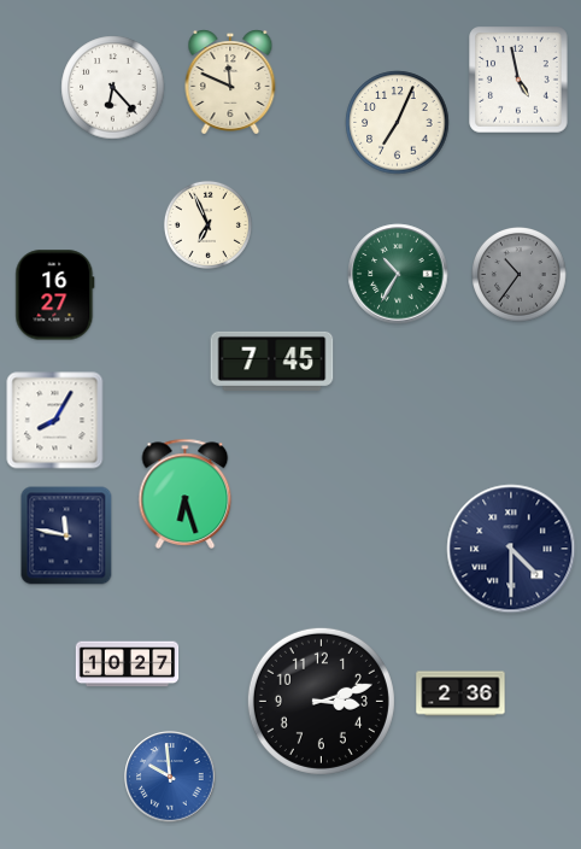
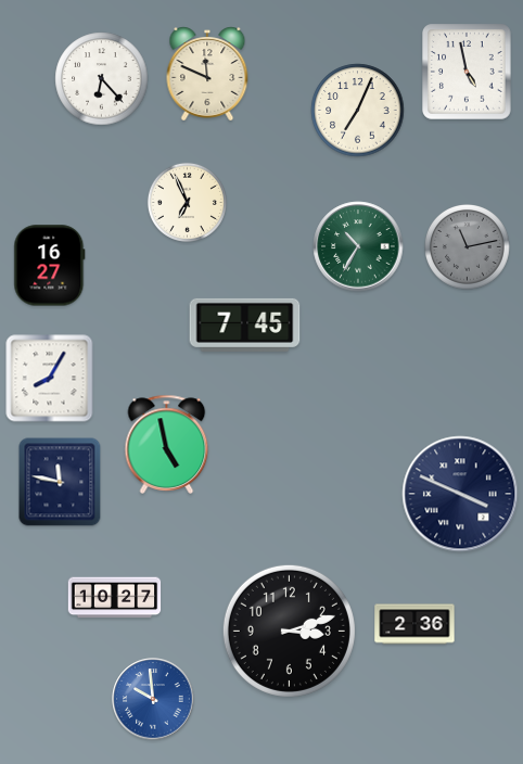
clock at (520, 275): 10:36 -> 11:13
clock at (186, 493): 6:27 -> 4:58
clock at (511, 549): 4:30 -> 3:49
